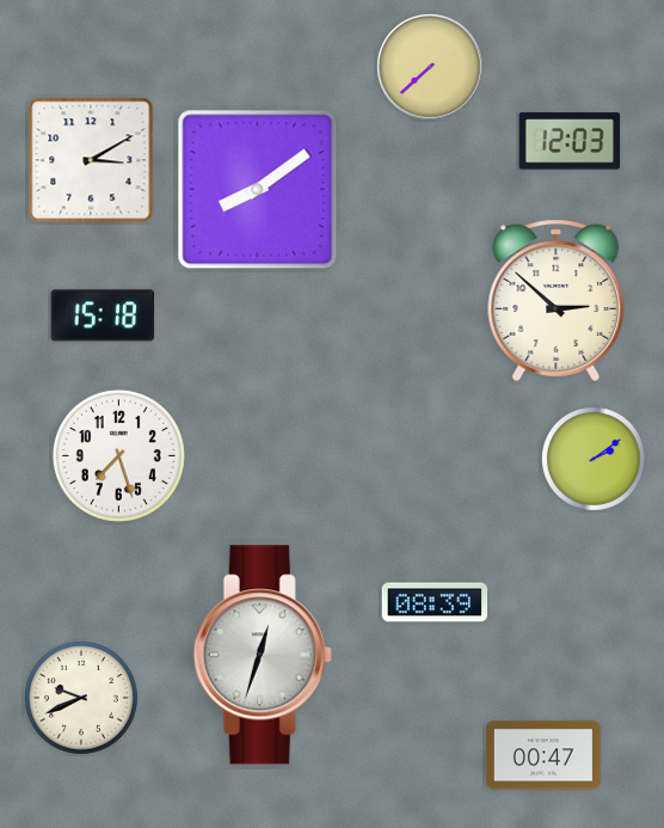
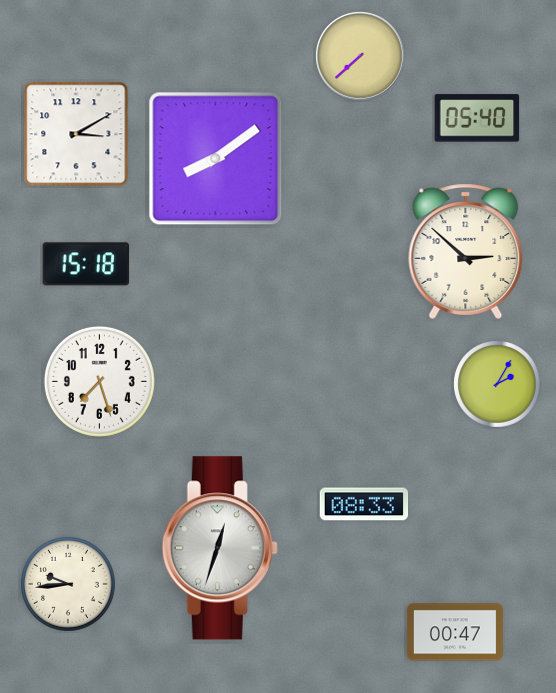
clock at (570, 141): 12:03 -> 05:40
clock at (594, 459): 2:09 -> 2:05
clock at (435, 602): 08:39 -> 08:33
clock at (82, 699): 9:41 -> 9:44
